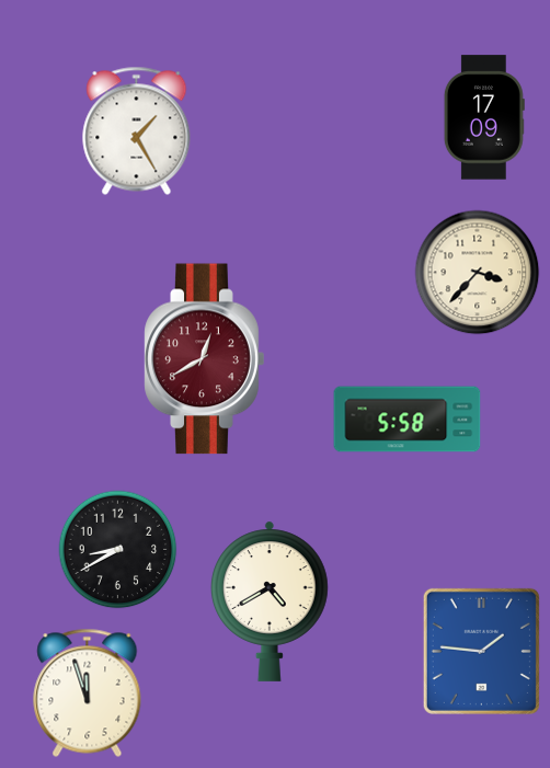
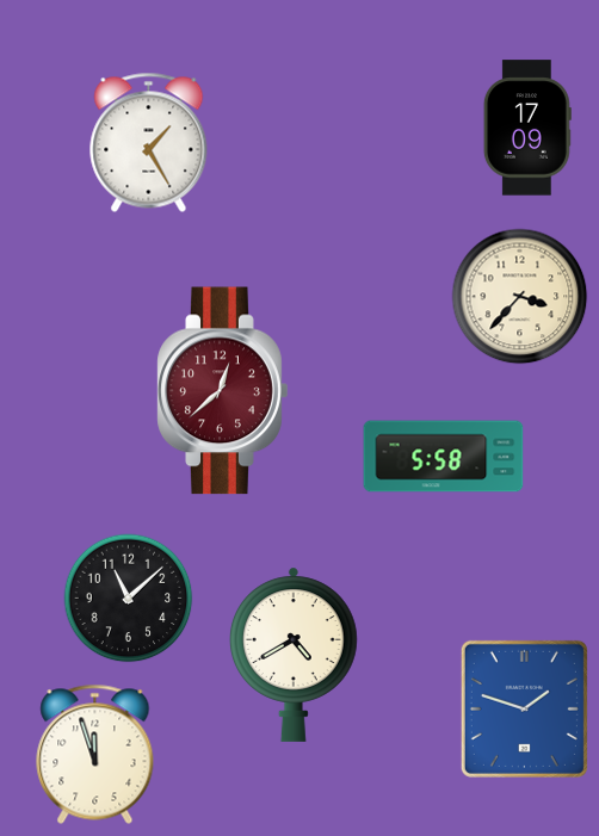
clock at (205, 359): 12:40 -> 12:38
clock at (118, 550): 8:40 -> 11:08
clock at (481, 651): 1:46 -> 1:48
